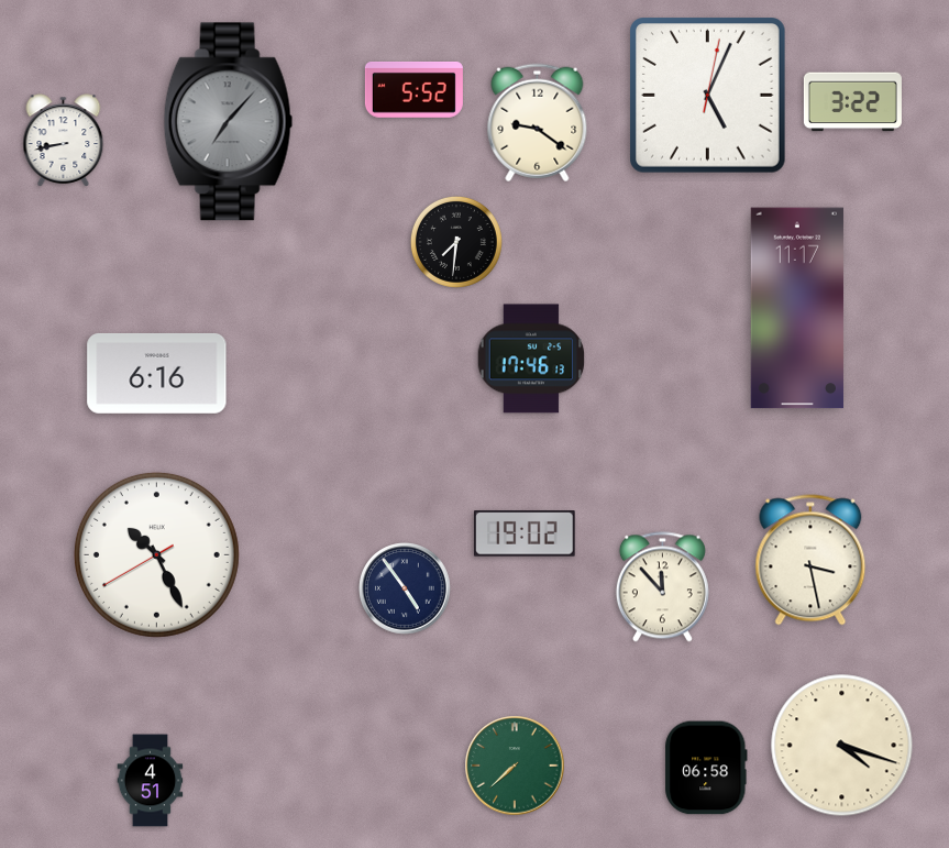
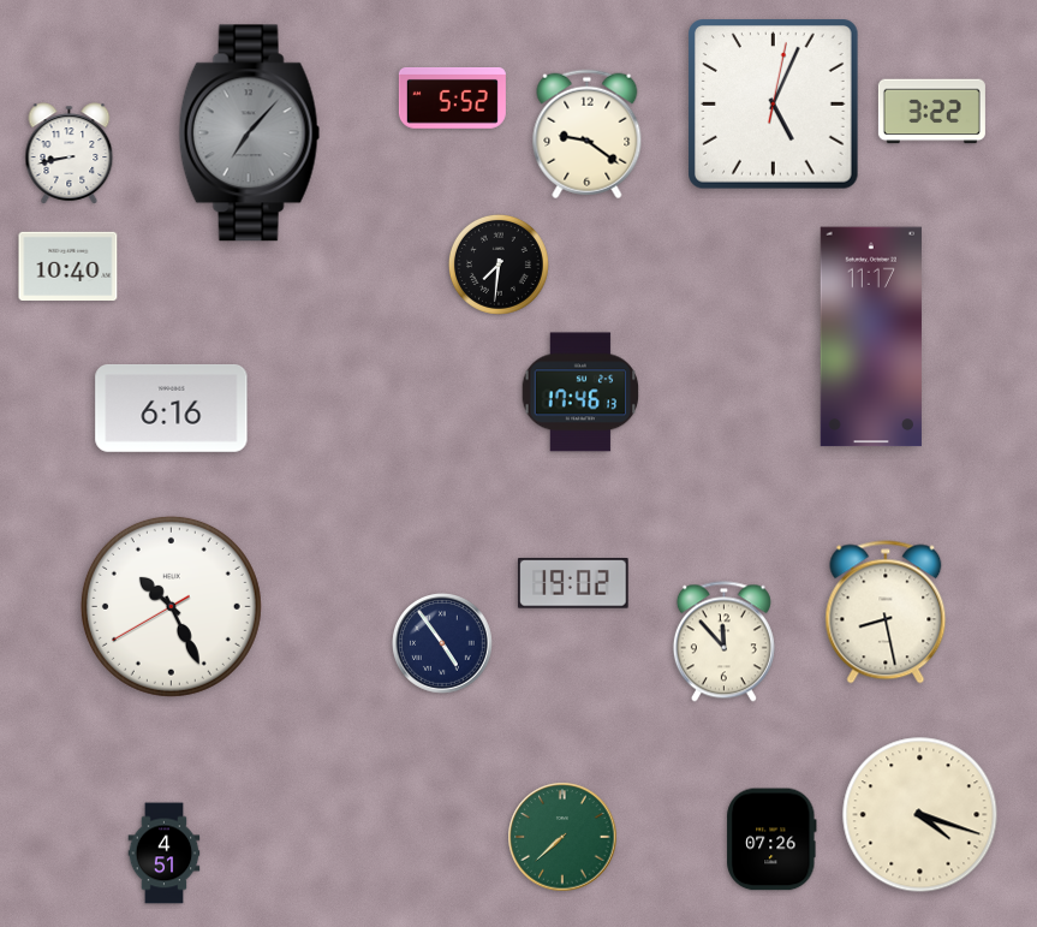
clock at (68, 267): none -> 10:40
clock at (810, 560): 3:28 -> 8:28
clock at (706, 768): 06:58 -> 07:26
